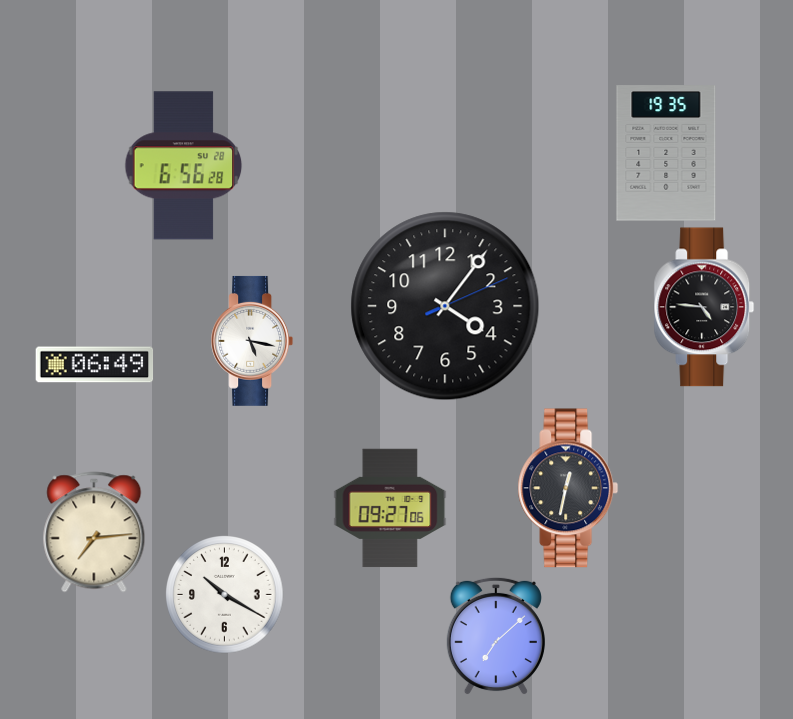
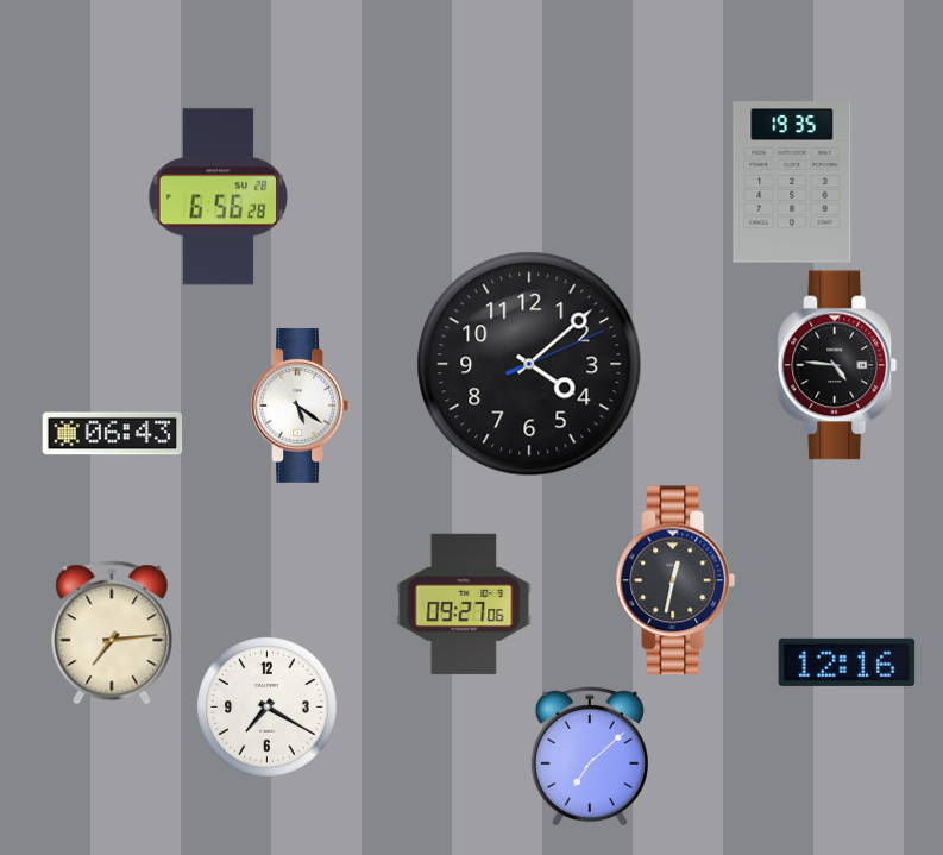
clock at (445, 306): 4:06 -> 4:08
clock at (252, 341): 5:17 -> 5:21
clock at (95, 365): 06:49 -> 06:43
clock at (847, 662): none -> 12:16
clock at (225, 595): 10:20 -> 7:20
